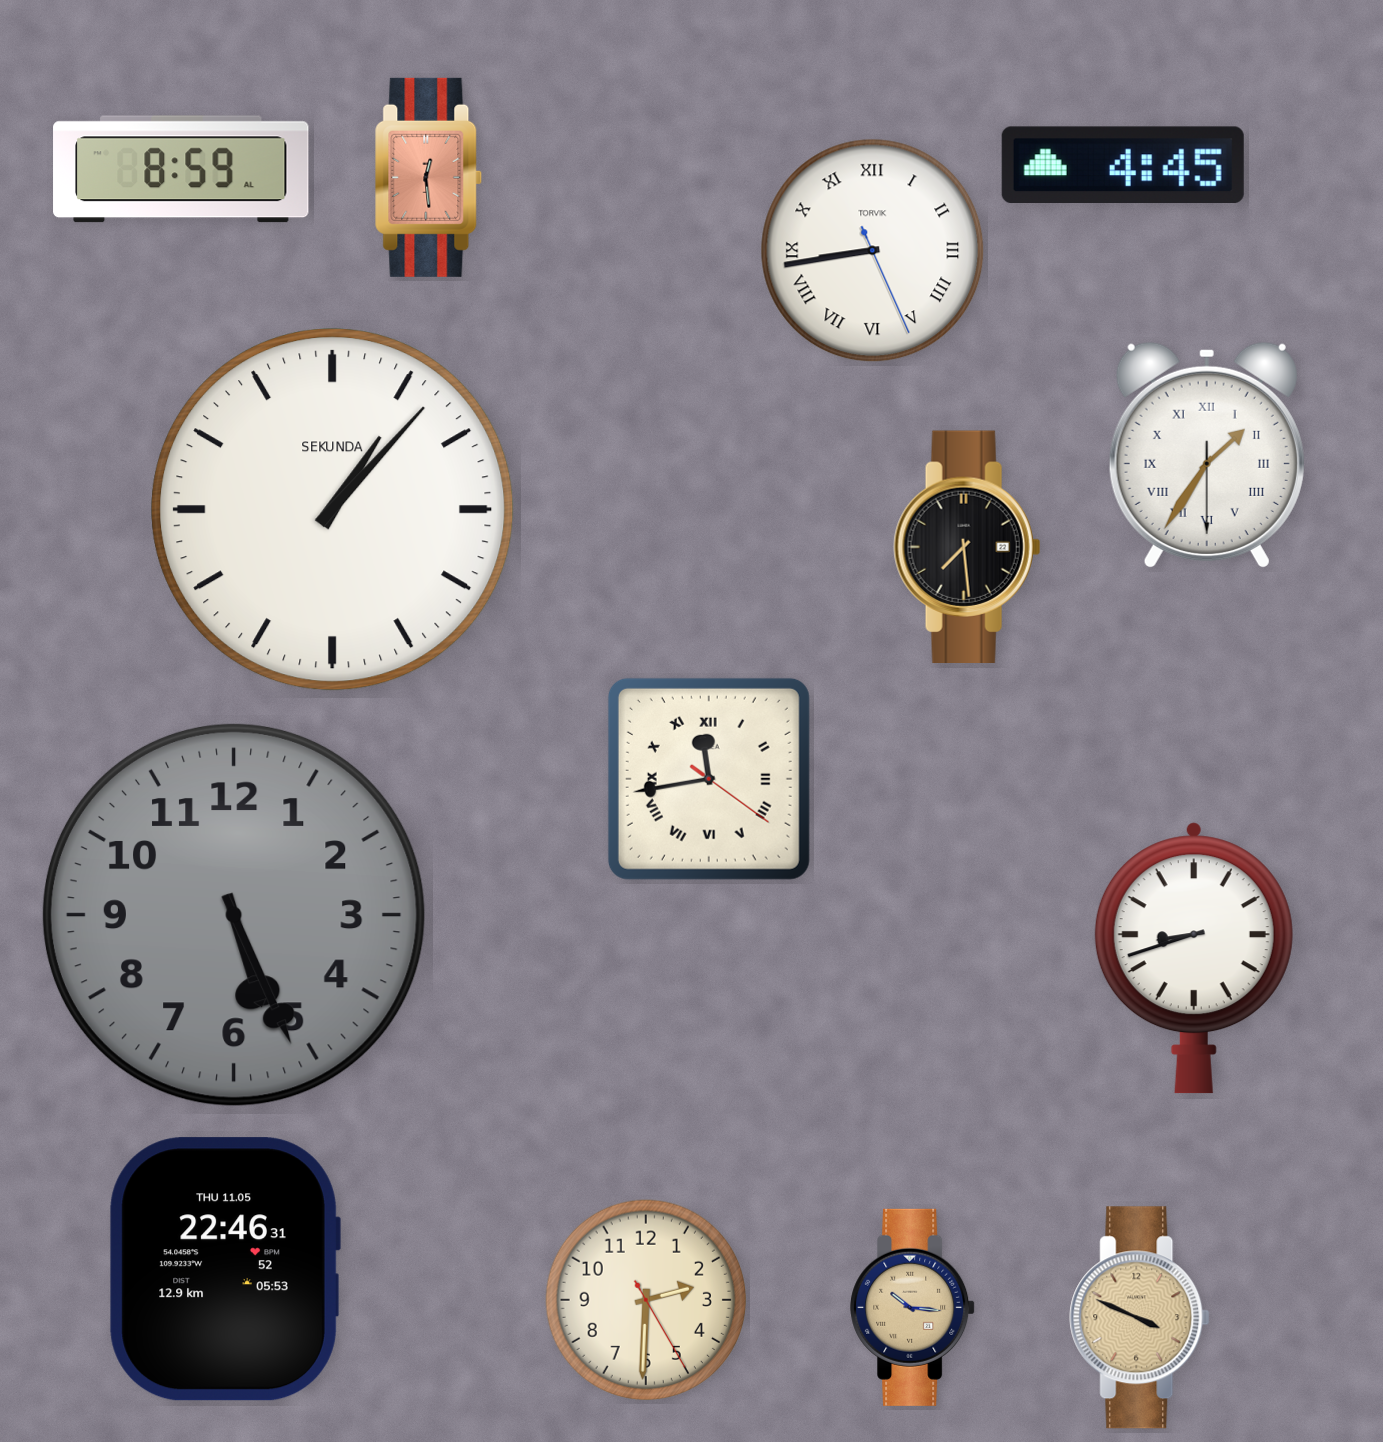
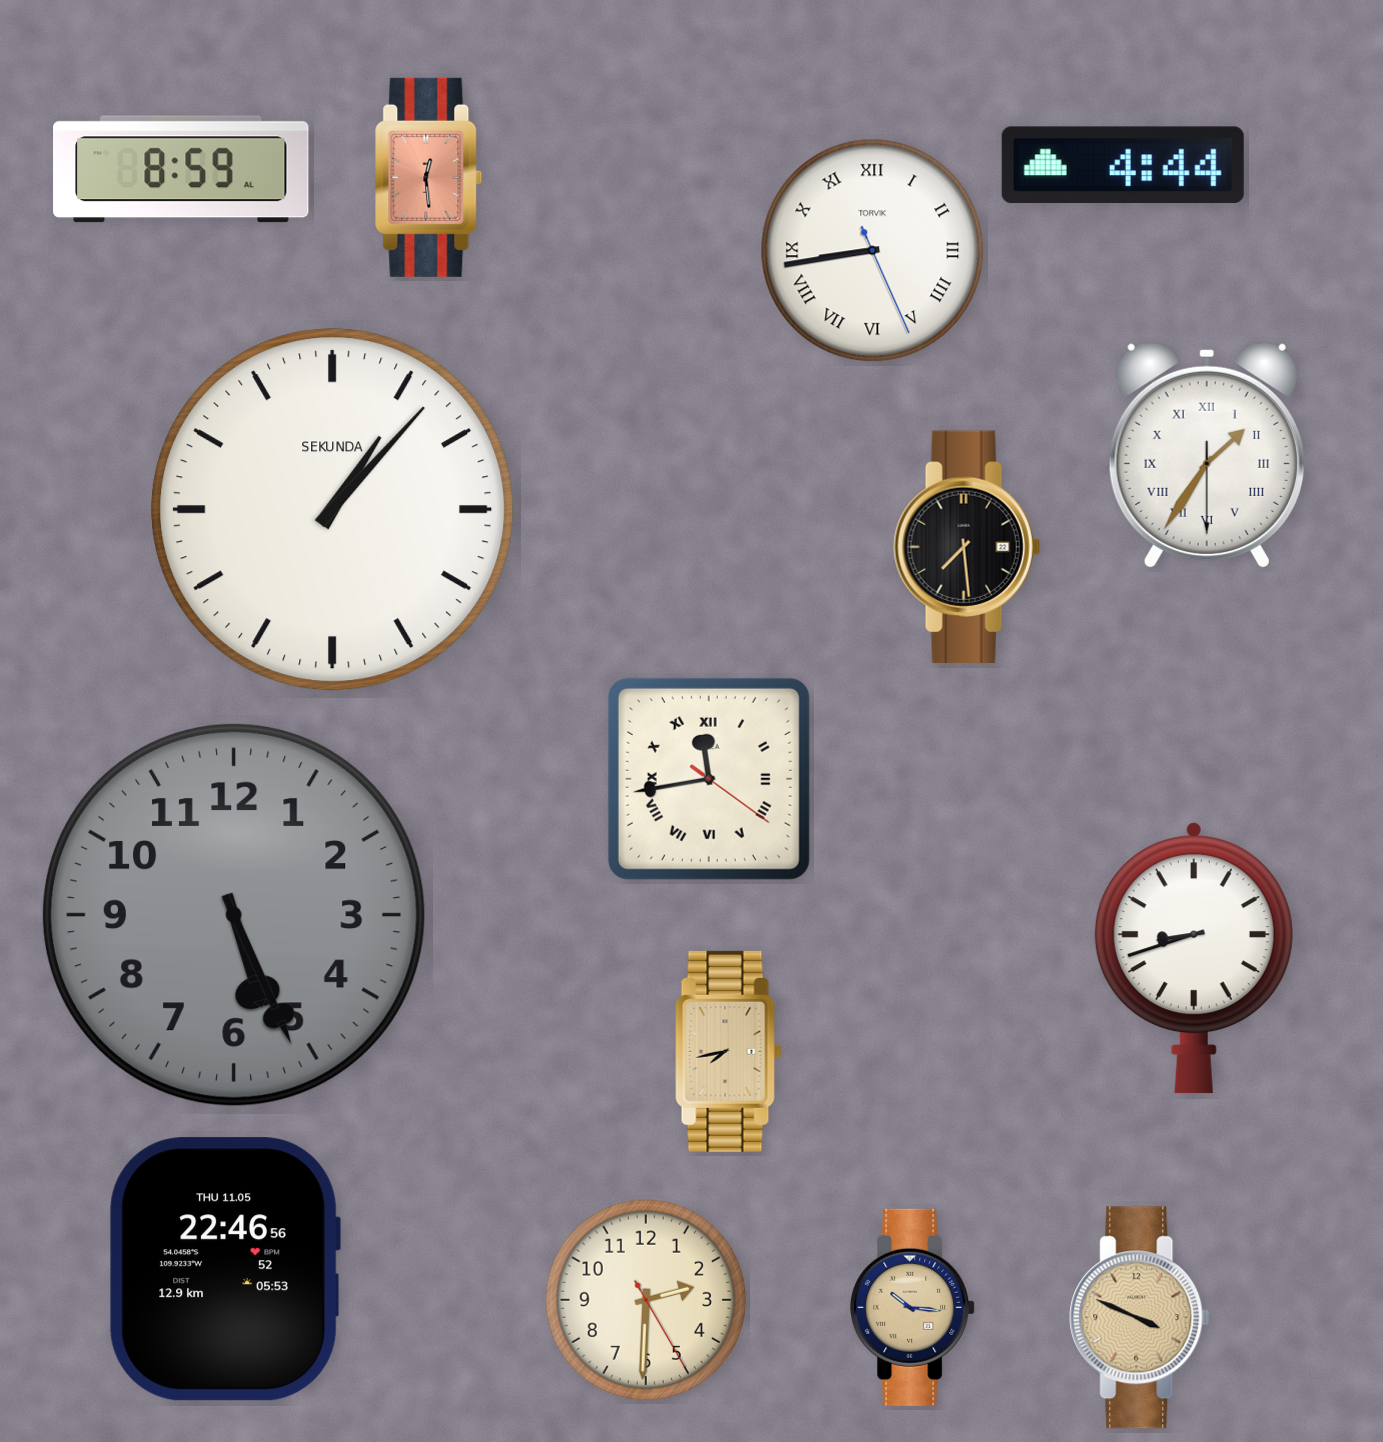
clock at (1123, 164): 4:45 -> 4:44
clock at (729, 1051): none -> 7:43
clock at (225, 1269): 22:46:31 -> 22:46:56
